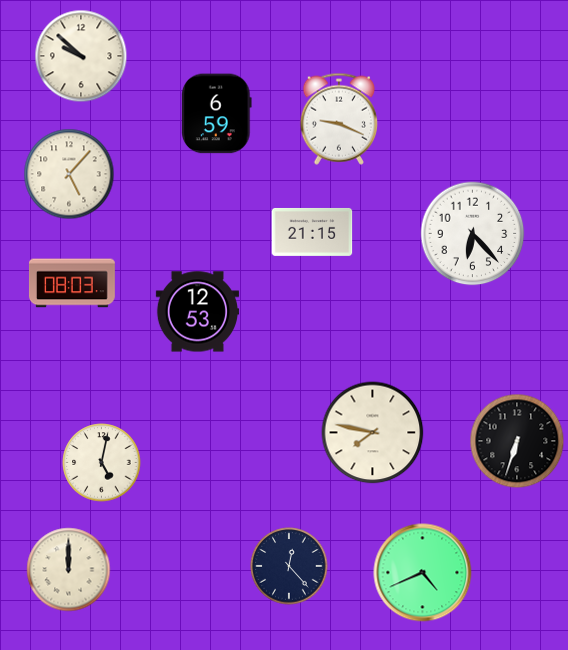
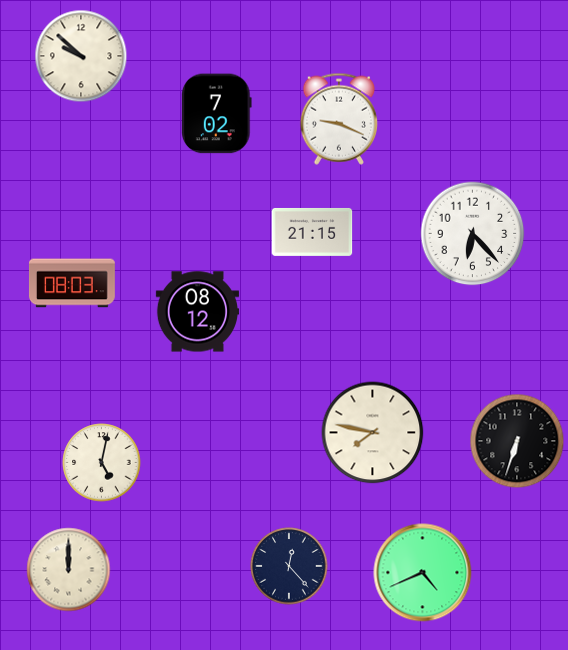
clock at (217, 114): 6:59 -> 7:02
clock at (69, 174): 5:07 -> none
clock at (197, 312): 12:53 -> 08:12
